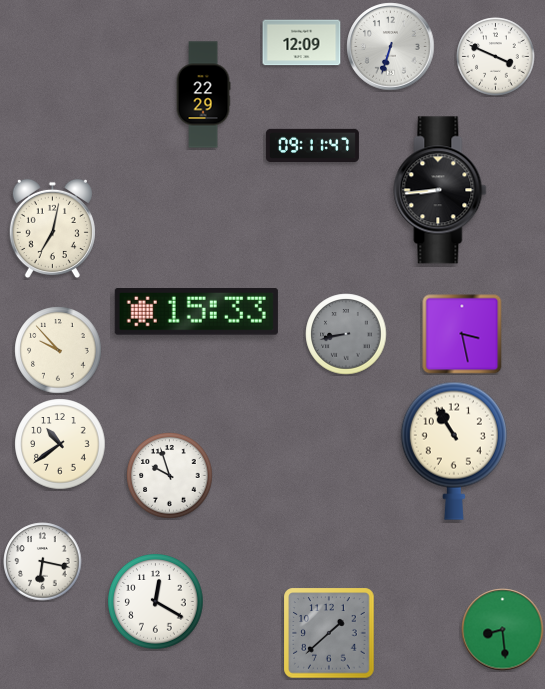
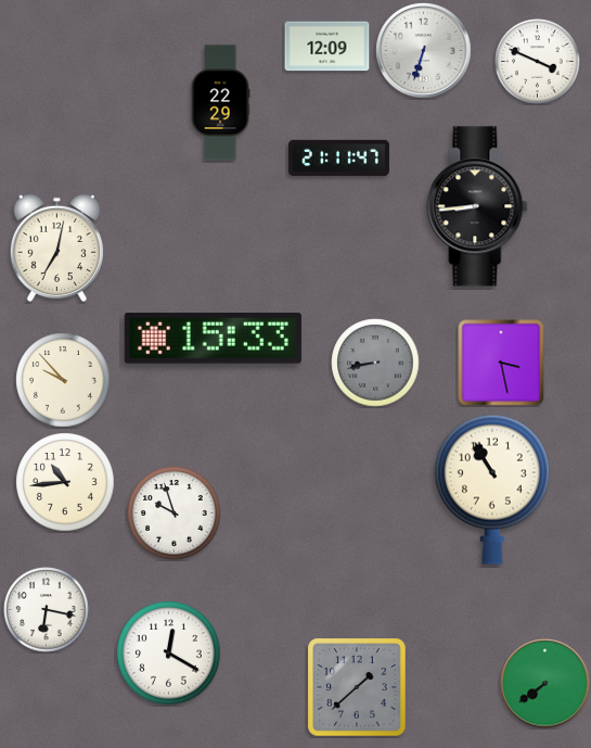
clock at (312, 145): 09:11 -> 21:11
clock at (60, 444): 10:39 -> 10:44
clock at (170, 476) position: (170, 476) -> (175, 514)
clock at (503, 630): 8:29 -> 7:39
